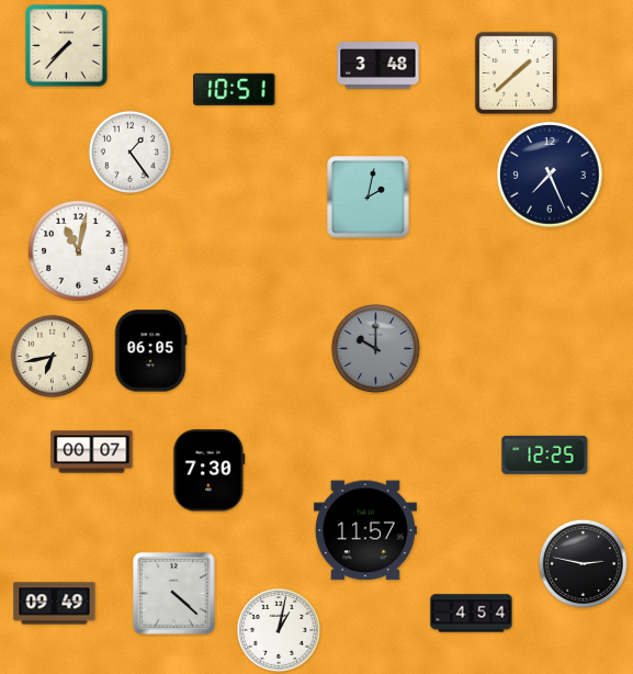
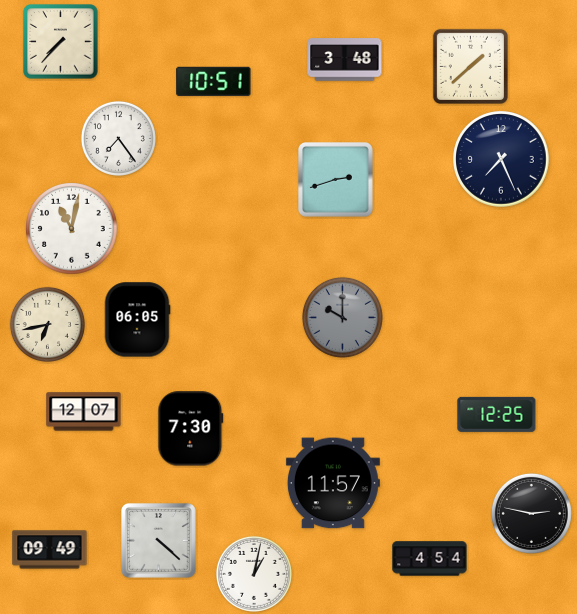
clock at (129, 151): 1:24 -> 7:24
clock at (369, 198): 2:02 -> 2:42
clock at (92, 452): 00:07 -> 12:07
